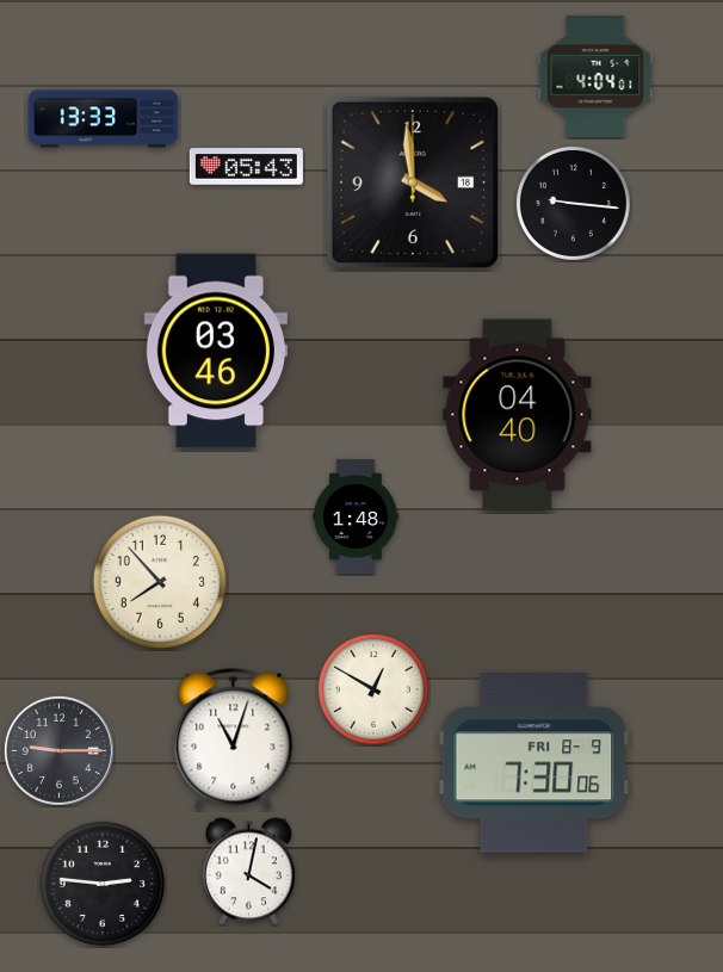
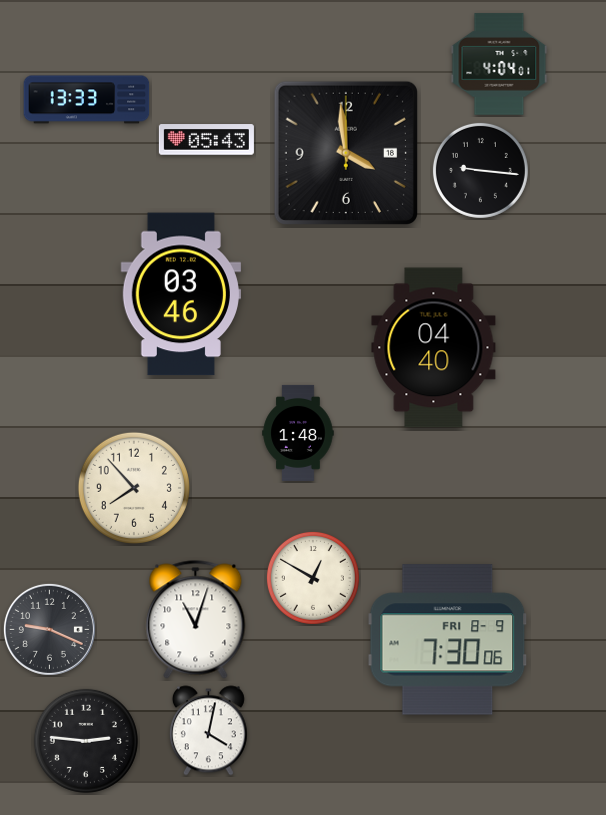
clock at (58, 750): 9:15 -> 9:19
